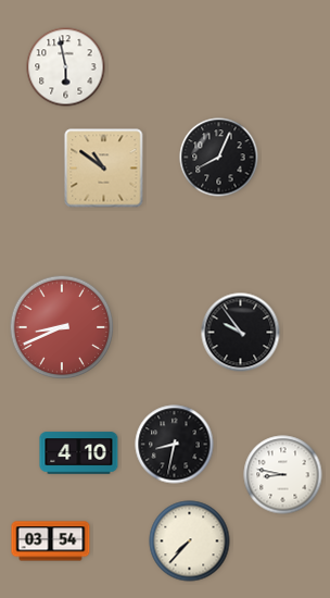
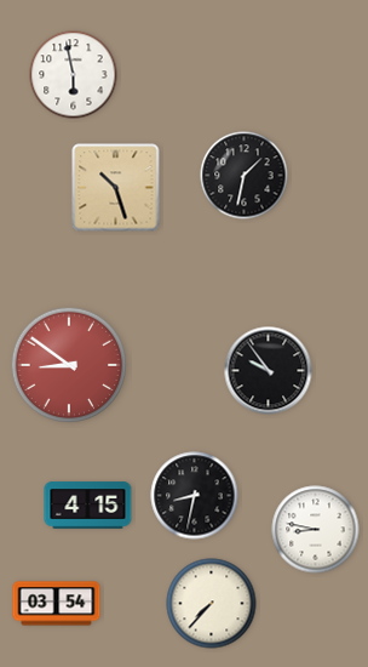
clock at (219, 158): 8:04 -> 1:32
clock at (104, 169): 10:51 -> 10:27
clock at (62, 327): 8:41 -> 8:51
clock at (79, 453): 4:10 -> 4:15
